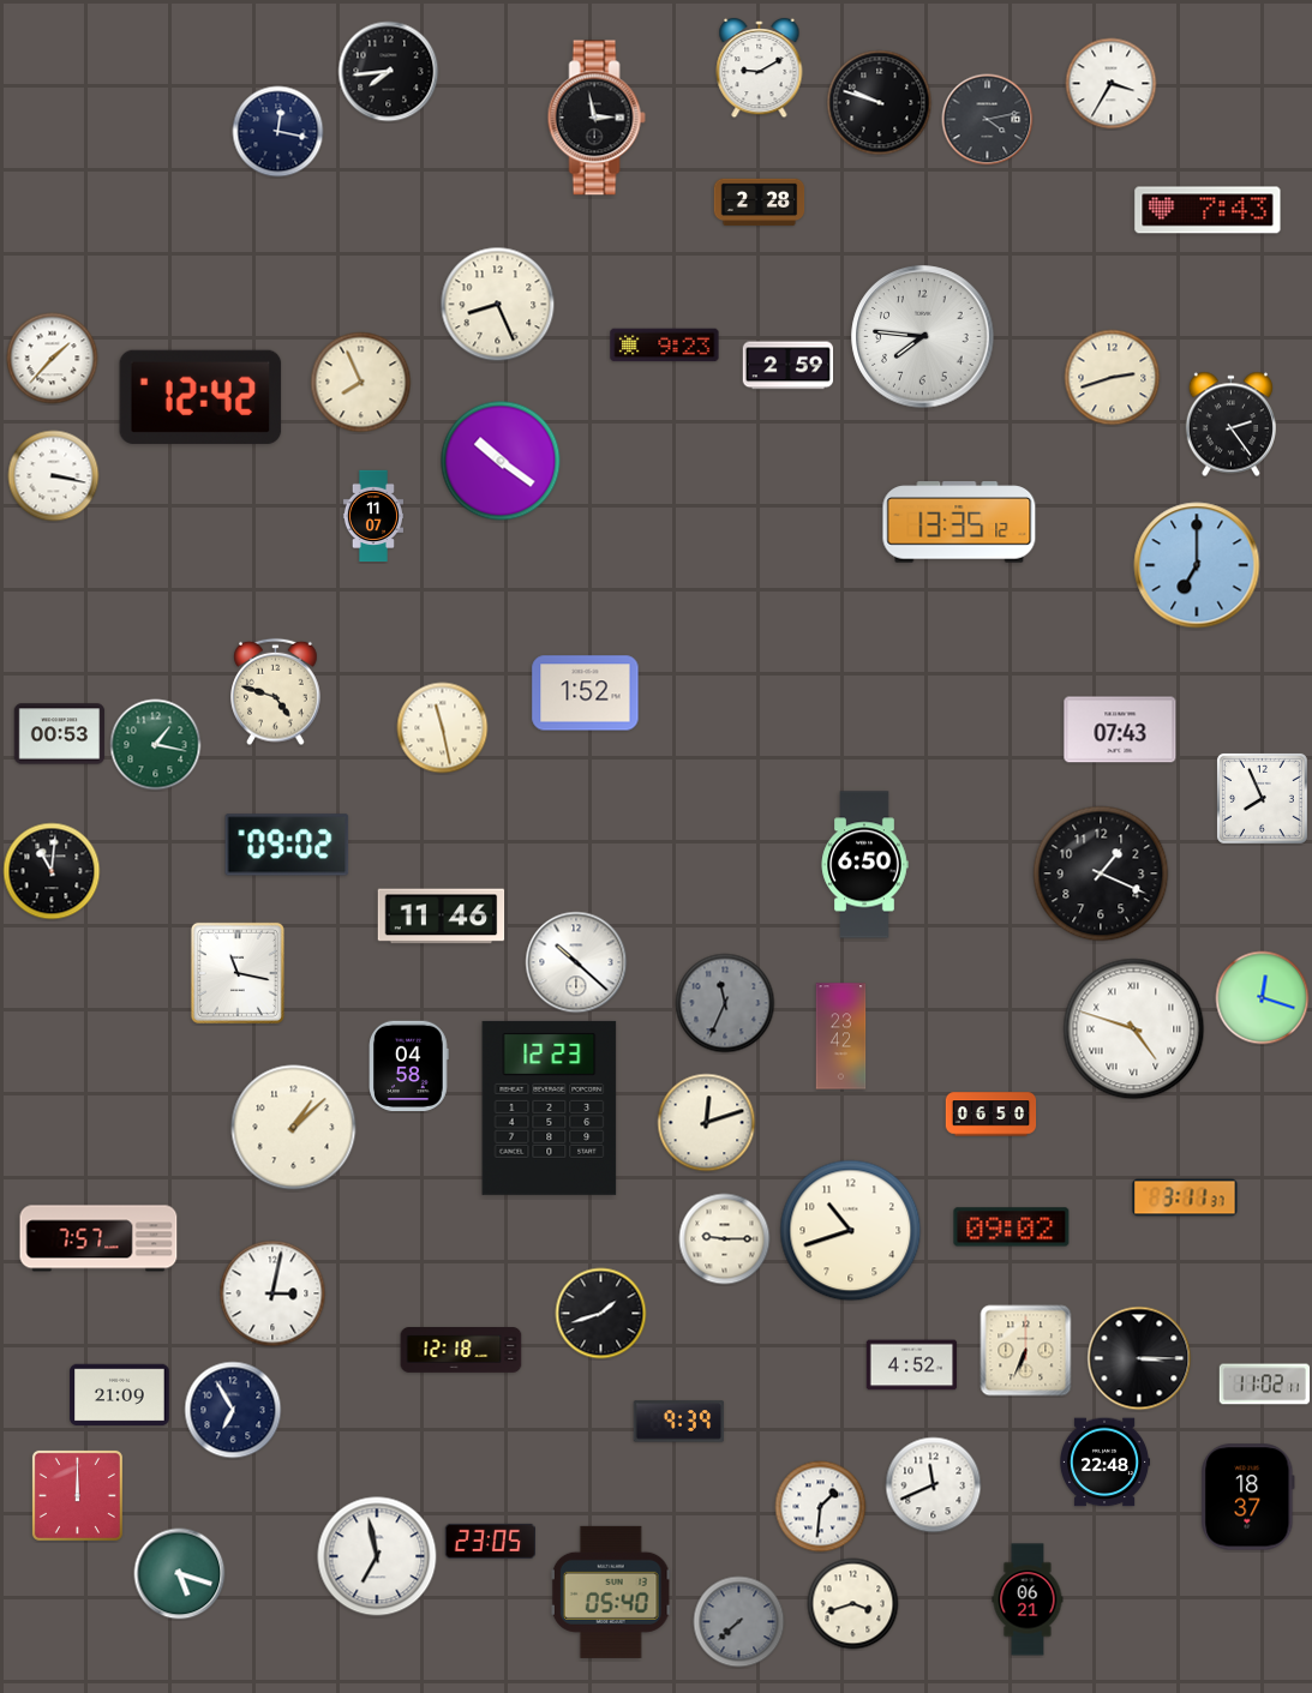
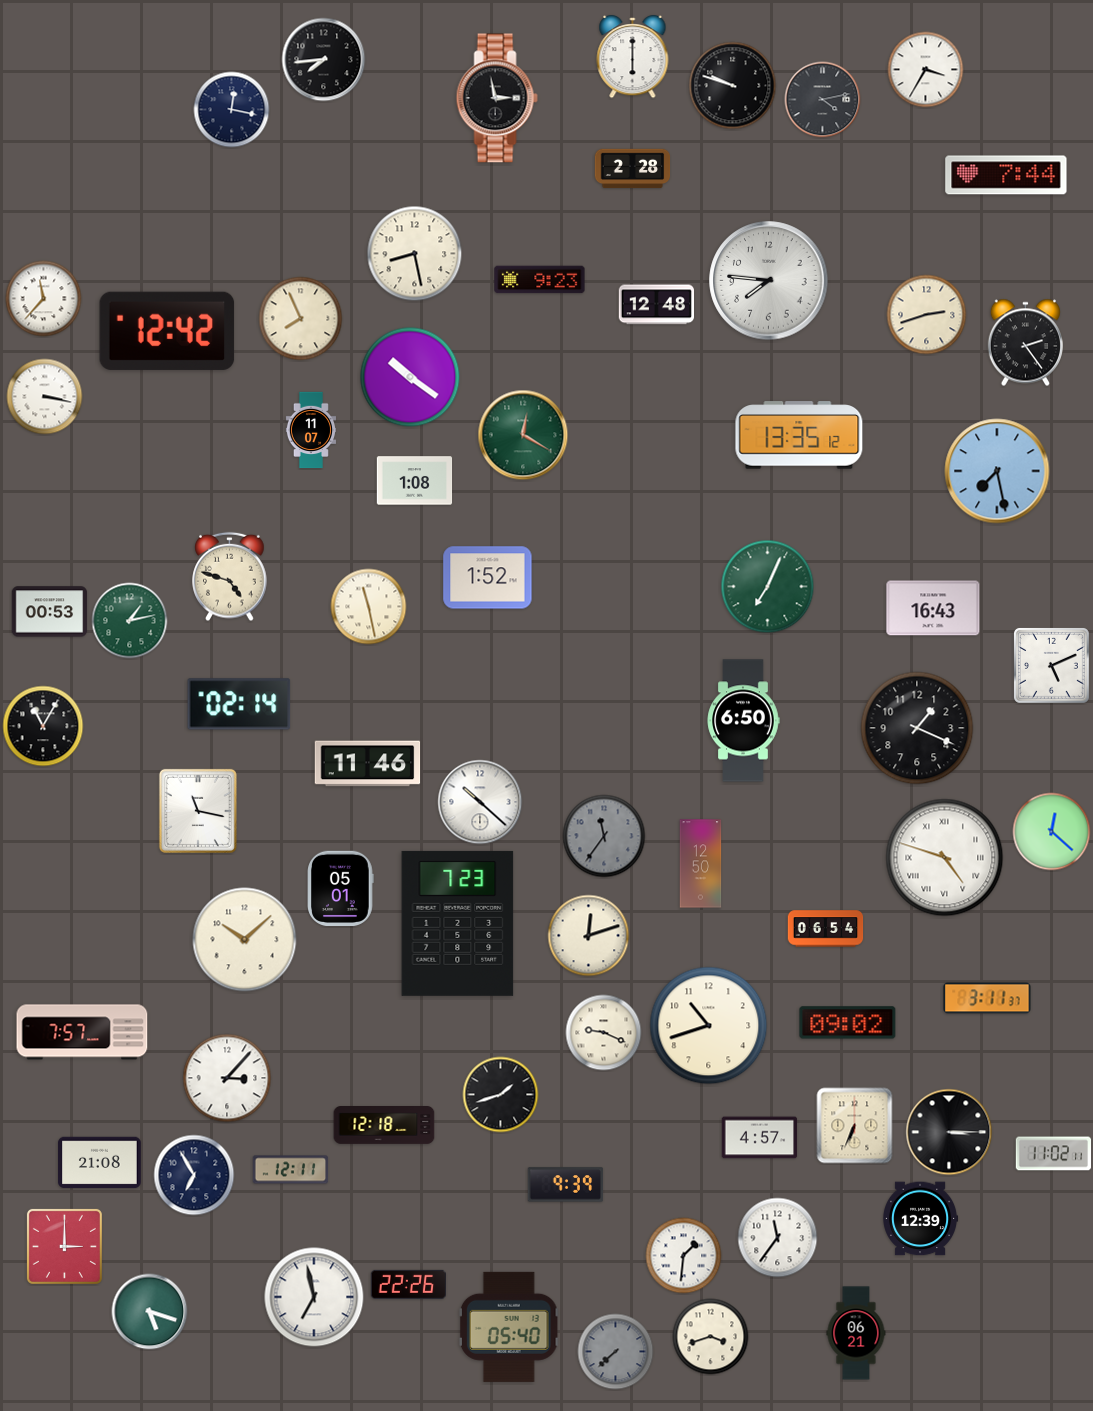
clock at (760, 68): 9:10 -> 6:00
clock at (1208, 210): 7:43 -> 7:44
clock at (498, 305): 8:26 -> 8:28
clock at (665, 346) position: (665, 346) -> (540, 280)
clock at (53, 359): 1:37 -> 11:37
clock at (789, 366): 2:59 -> 12:48
clock at (1230, 425) position: (1230, 425) -> (1025, 343)
clock at (501, 461) position: (501, 461) -> (410, 377)
clock at (523, 435): none -> 12:20
clock at (1197, 565): 7:00 -> 7:28
clock at (415, 481): none -> 1:08
clock at (768, 587): none -> 7:04
clock at (1120, 730): 07:43 -> 16:43
clock at (156, 745): 1:17 -> 1:13
clock at (1262, 798): 7:56 -> 5:11
clock at (287, 845): 09:02 -> 02:14
clock at (864, 865) position: (864, 865) -> (743, 721)
clock at (52, 871): 11:01 -> 11:05
clock at (1263, 998): 12:18 -> 12:22
clock at (725, 1003): 11:34 -> 11:36
clock at (841, 1037): 23:42 -> 12:50
clock at (409, 1067): 04:58 -> 05:01
clock at (550, 1107): 12:23 -> 7:23
clock at (992, 1115): 06:50 -> 06:54
clock at (294, 1128): 1:08 -> 10:08
clock at (1012, 1227) position: (1012, 1227) -> (848, 1023)
clock at (725, 1239): 9:15 -> 9:19
clock at (272, 1293): 3:02 -> 3:07
clock at (912, 1365): 4:52 -> 4:57
clock at (120, 1395): 21:09 -> 21:08
clock at (291, 1170): none -> 12:11
clock at (1104, 1463): 22:48 -> 12:39
clock at (934, 1485): 11:41 -> 11:36
clock at (77, 1495): 12:00 -> 3:00
clock at (1248, 1497): 18:37 -> none
clock at (490, 1541): 23:05 -> 22:26
